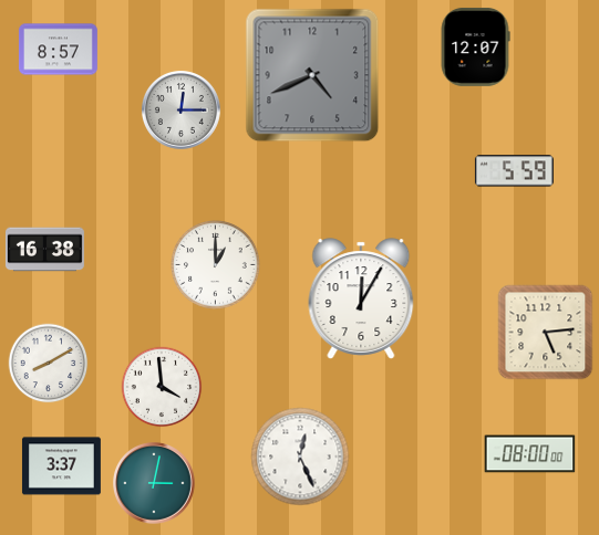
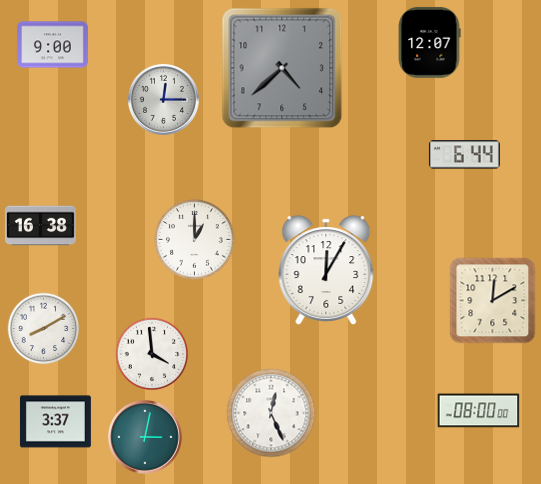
clock at (58, 50): 8:57 -> 9:00
clock at (312, 75): 4:41 -> 4:38
clock at (514, 171): 5:59 -> 6:44
clock at (546, 333): 5:14 -> 12:10
clock at (162, 387) position: (162, 387) -> (152, 354)
clock at (154, 483) position: (154, 483) -> (145, 437)
